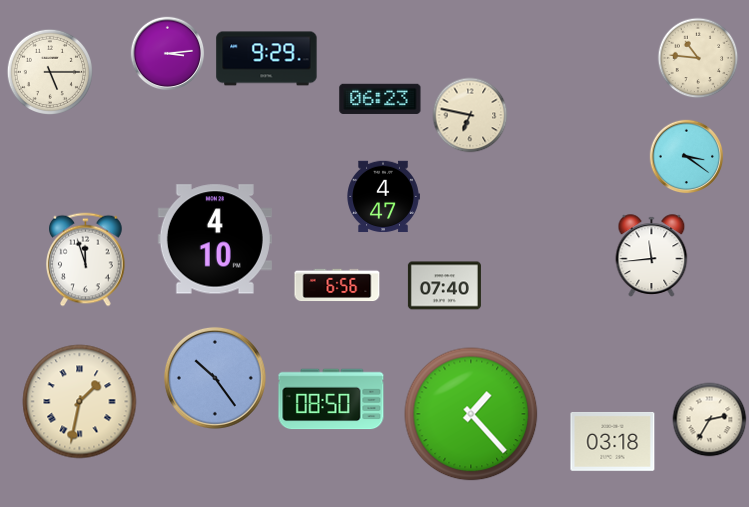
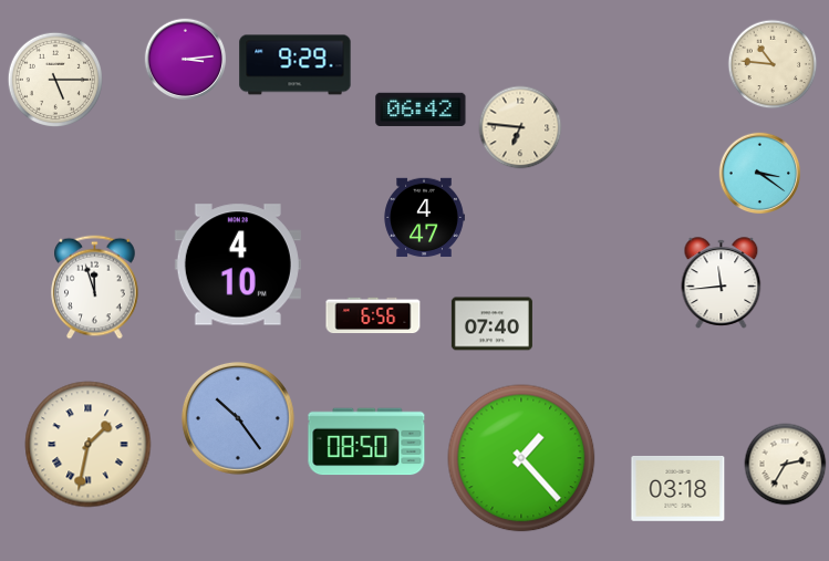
clock at (380, 99): 06:23 -> 06:42
clock at (470, 115): 6:47 -> 6:46
clock at (444, 286) position: (444, 286) -> (491, 324)
